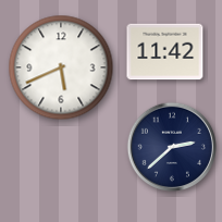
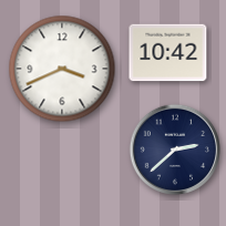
clock at (165, 52): 11:42 -> 10:42
clock at (61, 67): 5:41 -> 3:41
